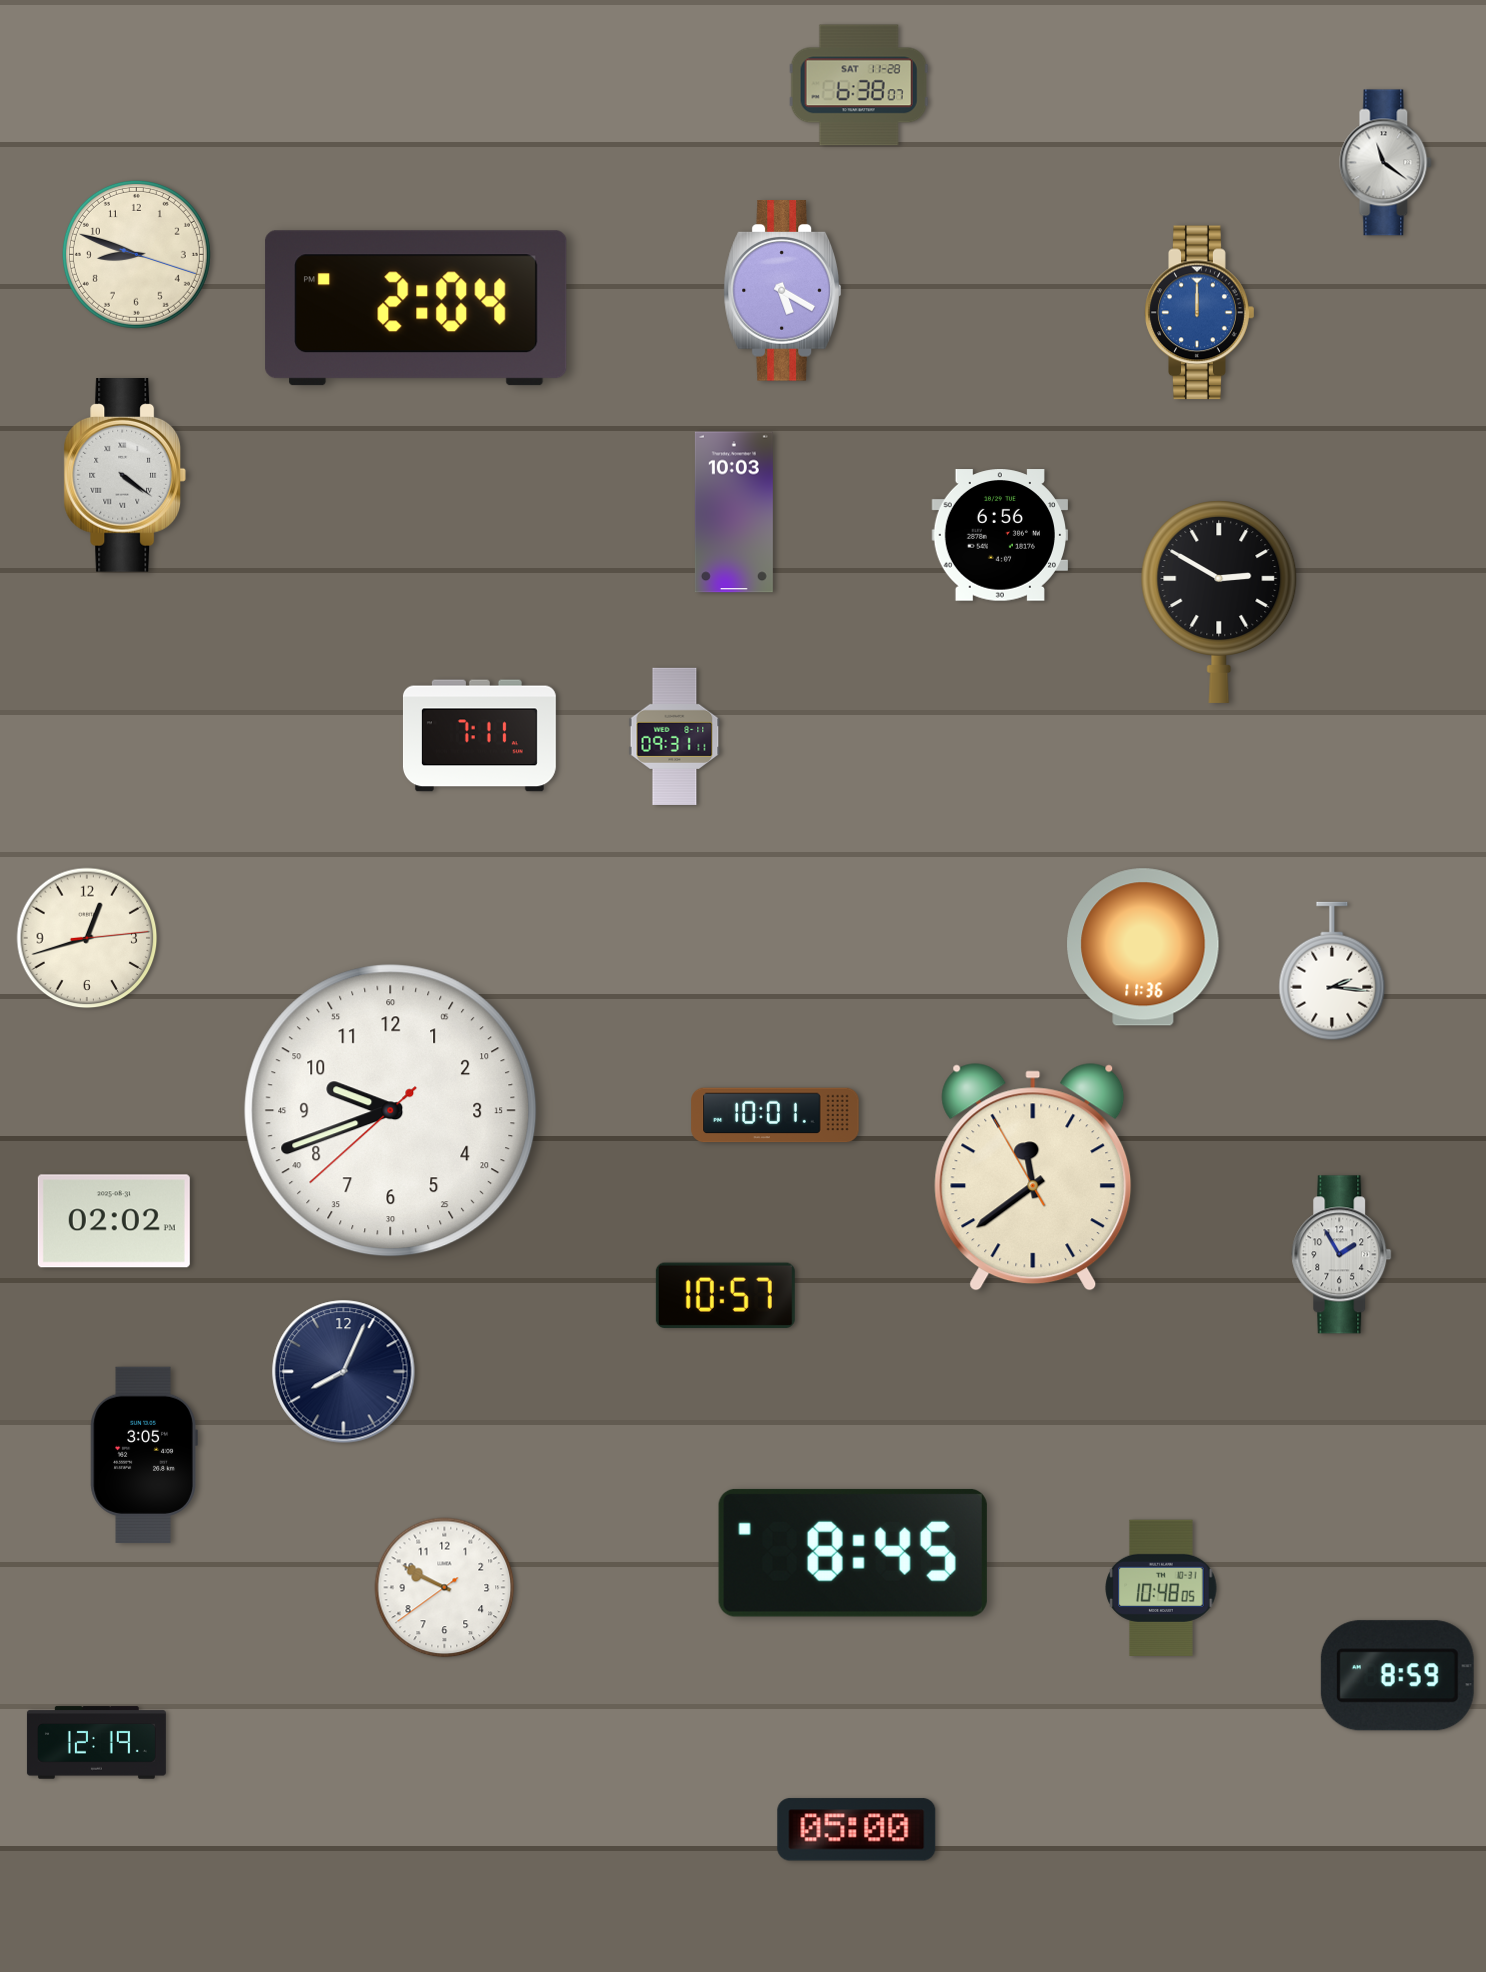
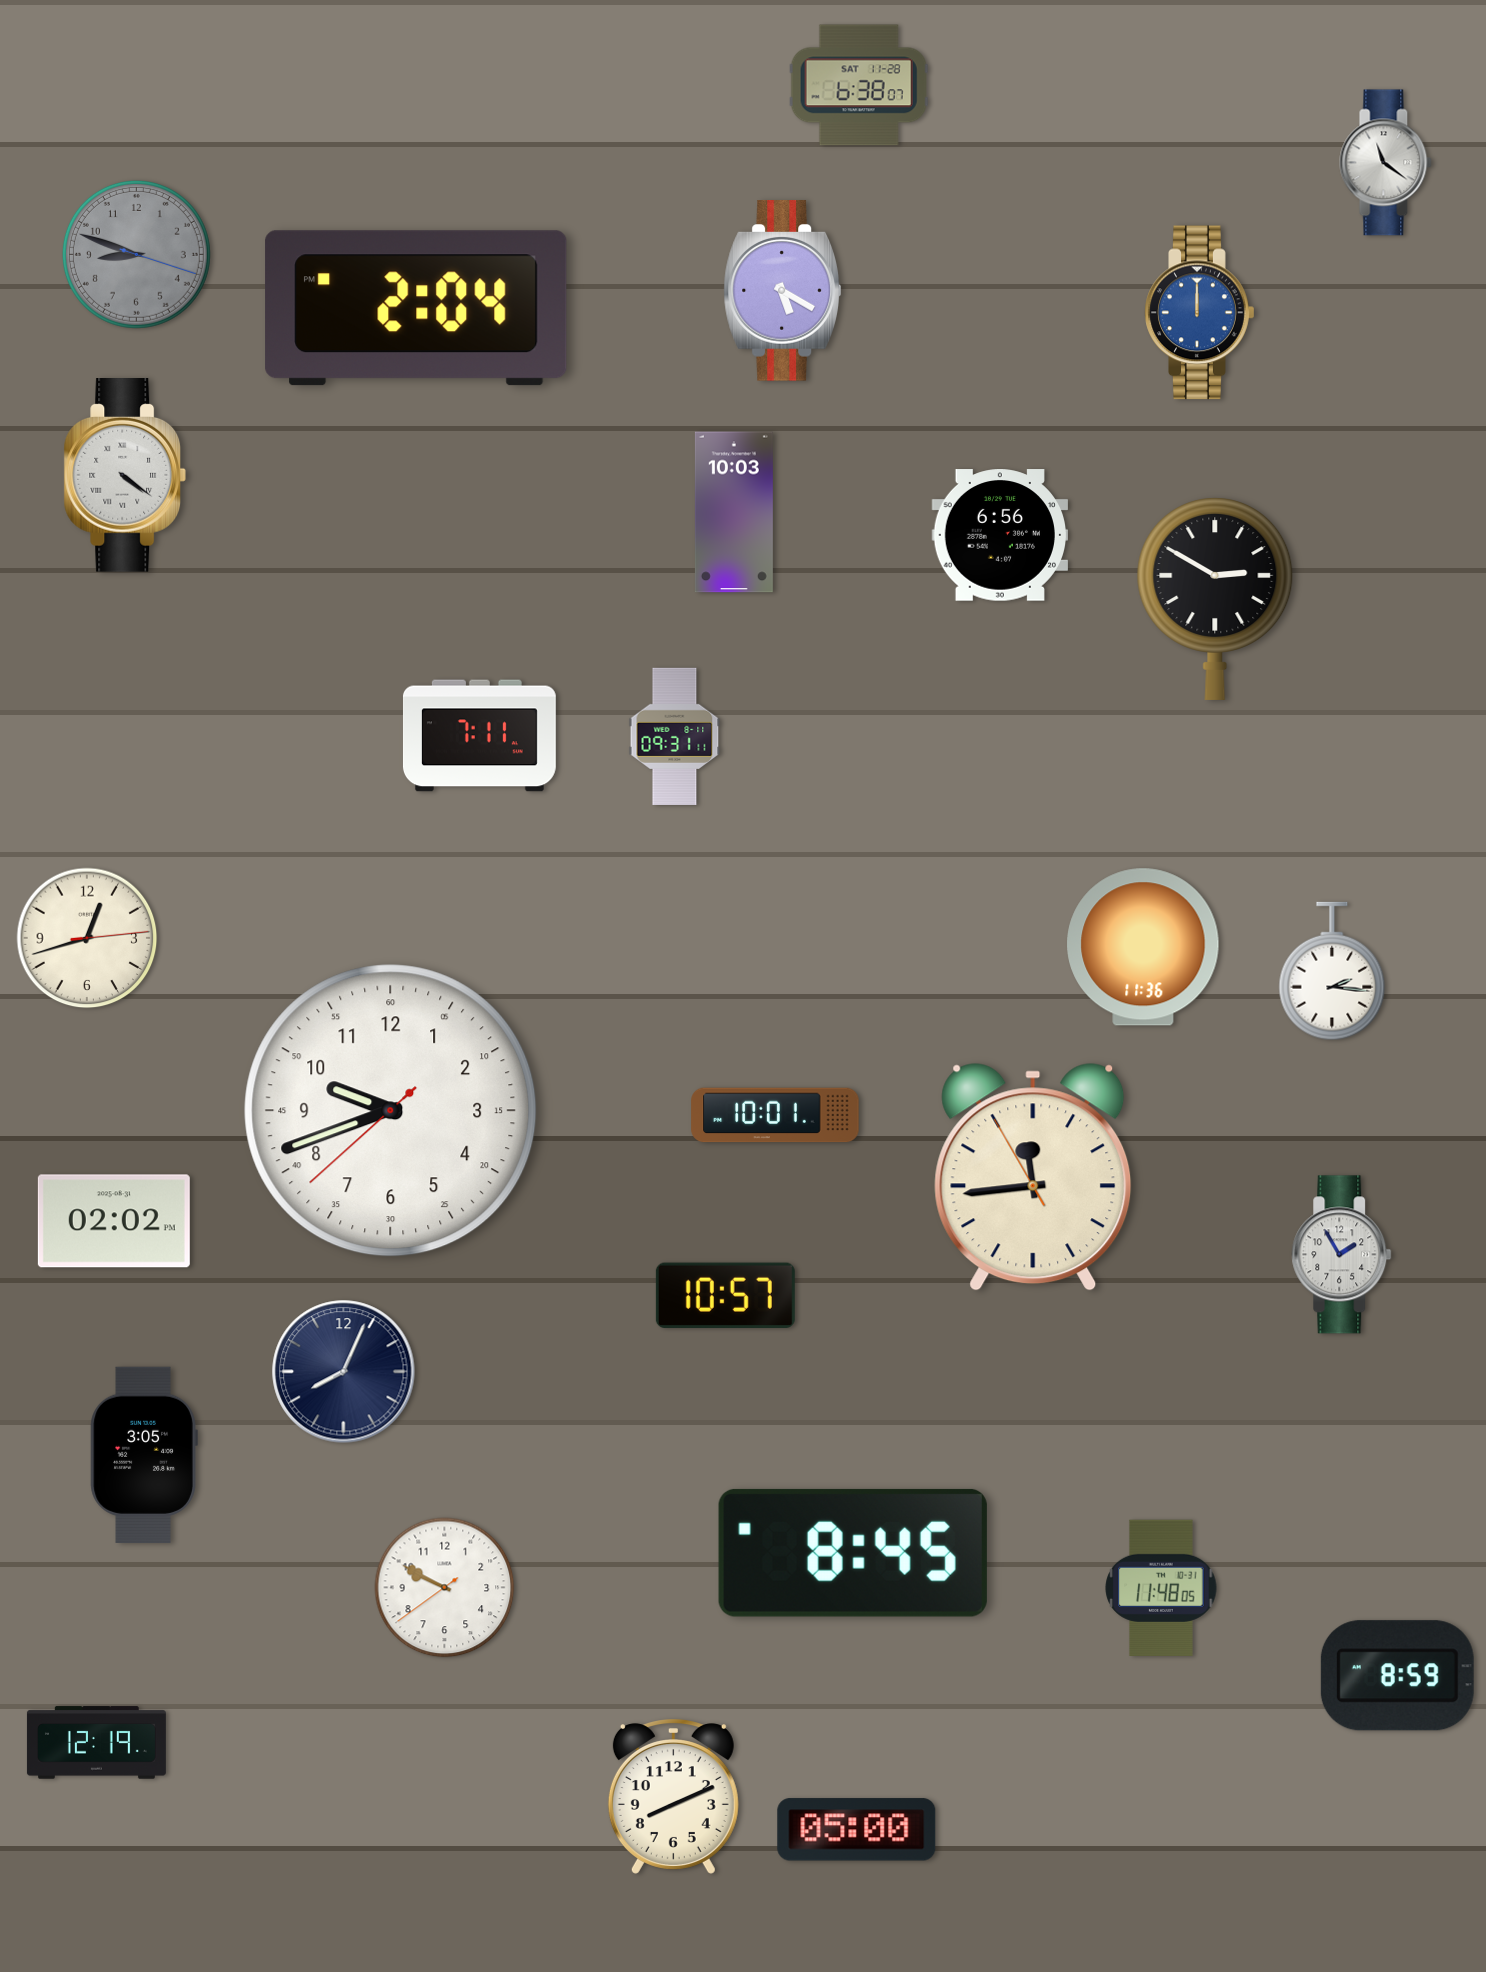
clock at (136, 254) dial: cream -> grey
clock at (1219, 602) position: (1219, 602) -> (1215, 599)
clock at (1033, 1177): 11:38 -> 11:43
clock at (1161, 1587): 10:48 -> 11:48
clock at (673, 1797): none -> 8:11
